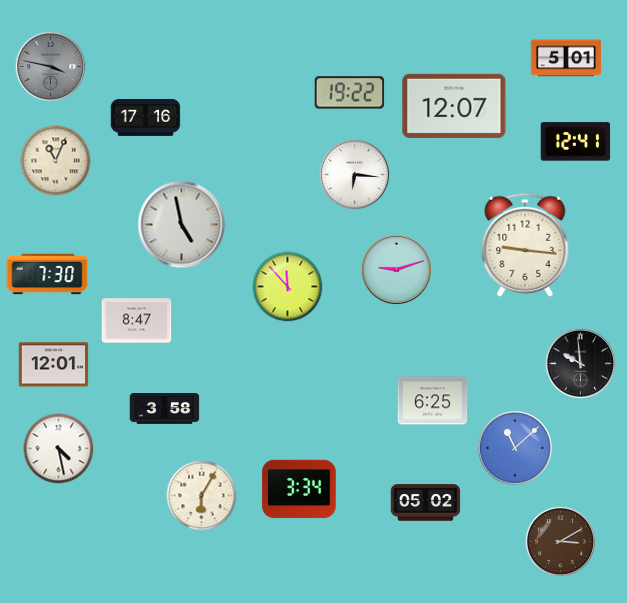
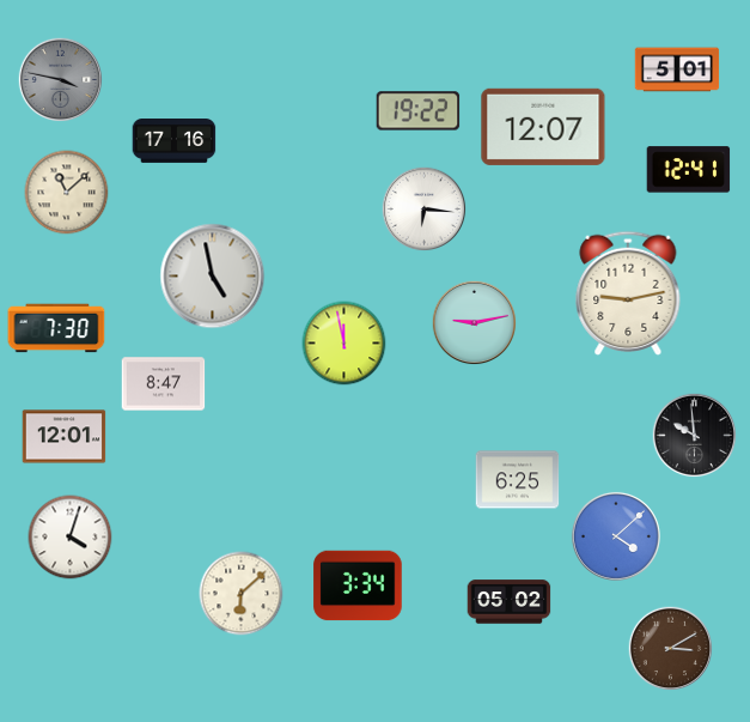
clock at (56, 161): 11:04 -> 11:08
clock at (182, 225) position: (182, 225) -> (213, 277)
clock at (525, 245): 9:16 -> 9:13
clock at (397, 270): 9:12 -> 9:13
clock at (288, 287): 11:53 -> 11:58
clock at (165, 409): 3:58 -> none
clock at (515, 448): 11:08 -> 4:08
clock at (59, 449): 4:28 -> 4:03
clock at (202, 496): 6:05 -> 6:08
